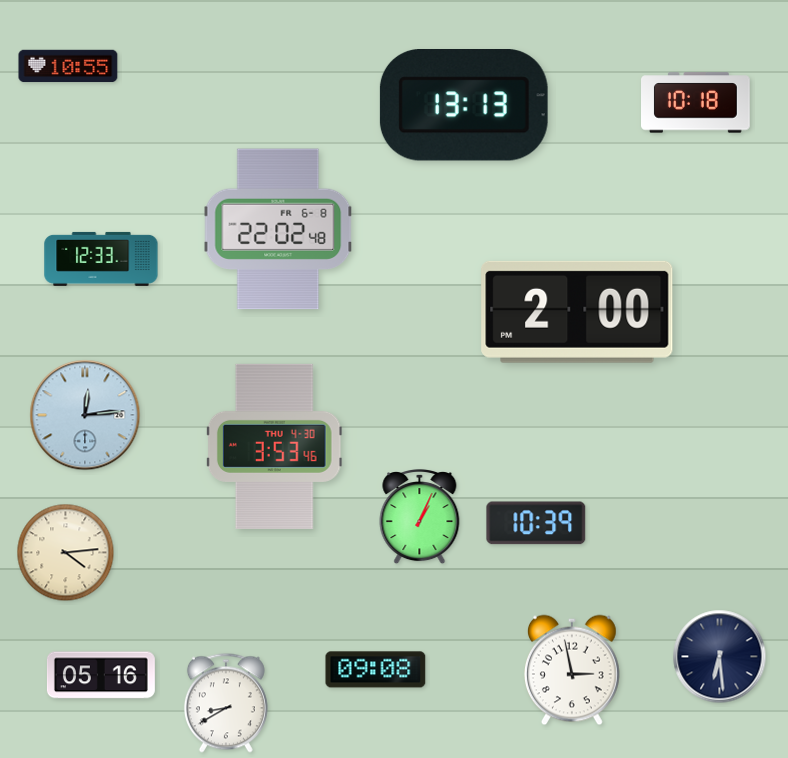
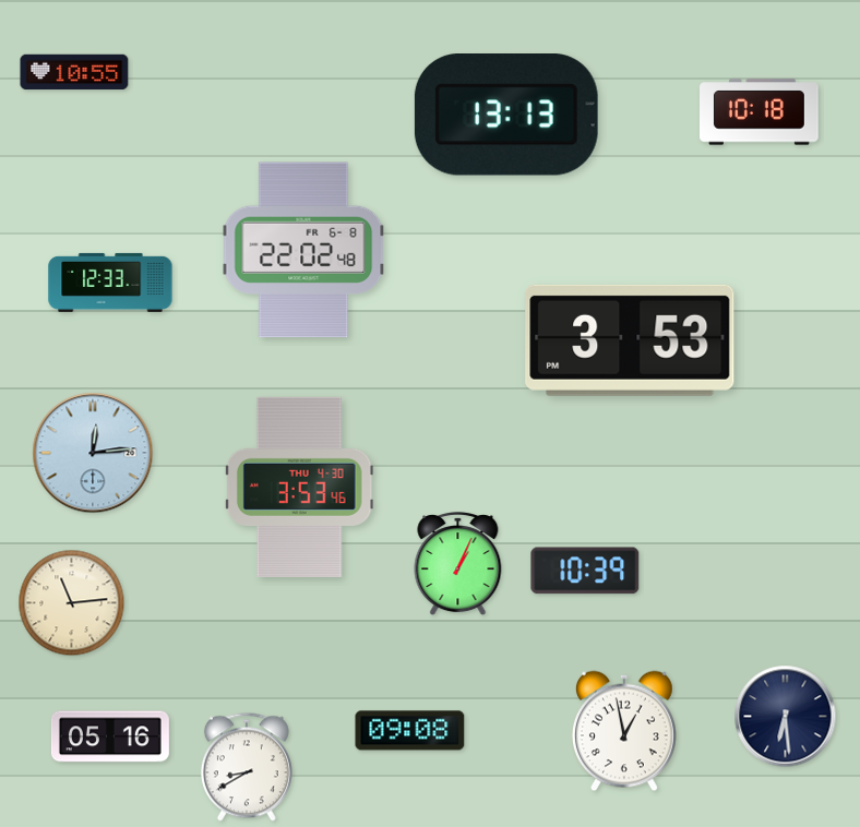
clock at (577, 312): 2:00 -> 3:53
clock at (66, 553): 4:14 -> 11:14
clock at (572, 670): 2:58 -> 12:58
